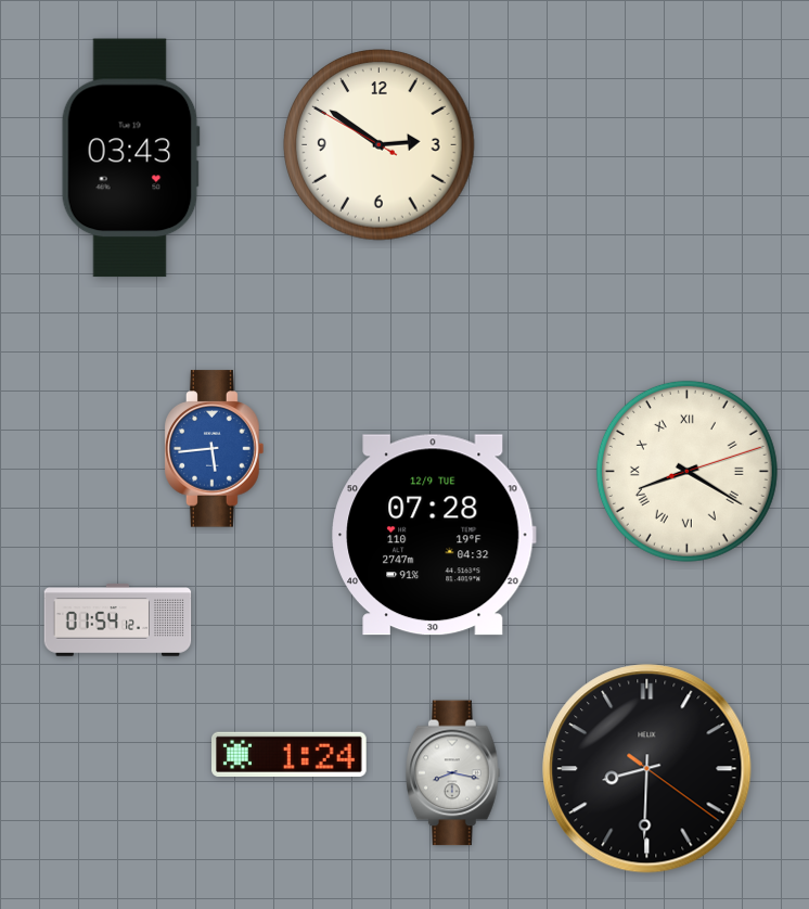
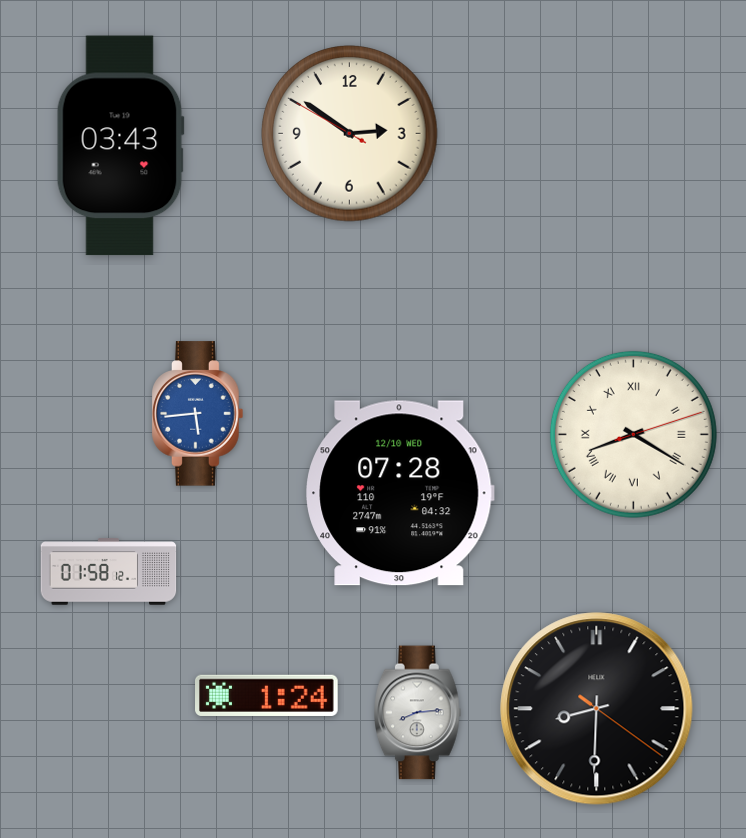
clock at (434, 535) date: 12/9 TUE -> 12/10 WED
clock at (118, 620): 01:54 -> 01:58
clock at (453, 773): 8:17 -> 8:14
